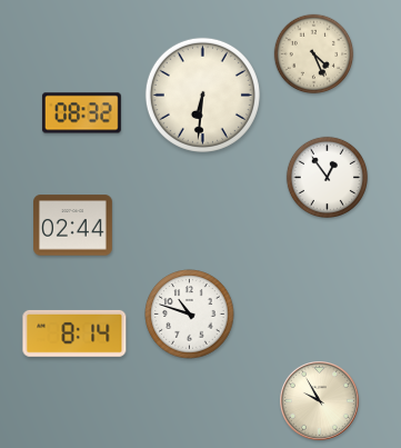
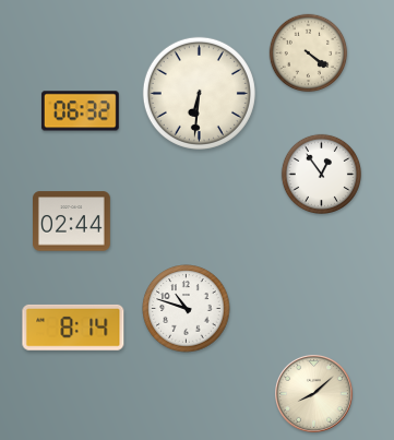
clock at (314, 54): 4:26 -> 4:21
clock at (81, 113): 08:32 -> 06:32
clock at (320, 401): 9:55 -> 8:08
